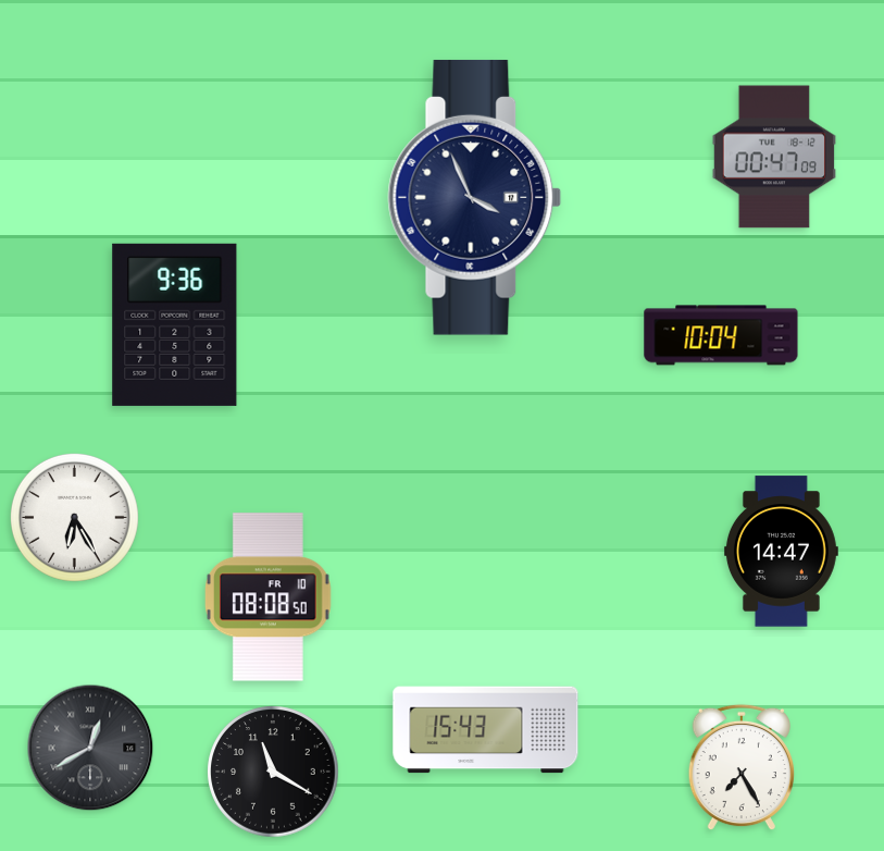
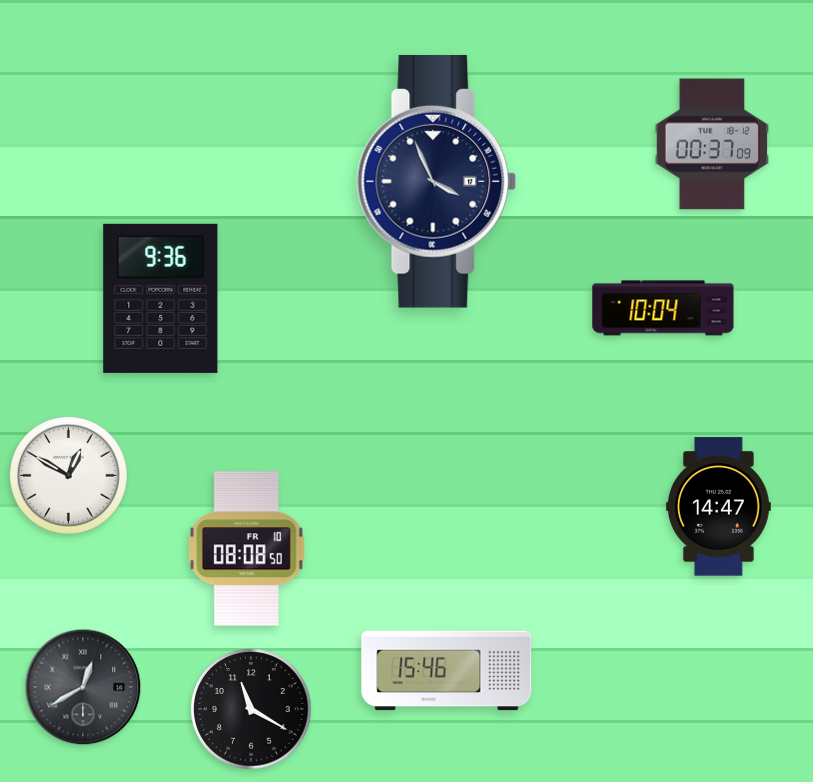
clock at (774, 157): 00:47 -> 00:37
clock at (74, 517): 6:25 -> 12:50
clock at (486, 730): 15:43 -> 15:46
clock at (742, 767): 7:25 -> none
